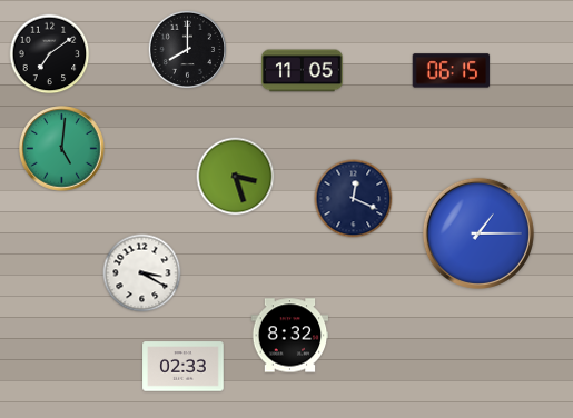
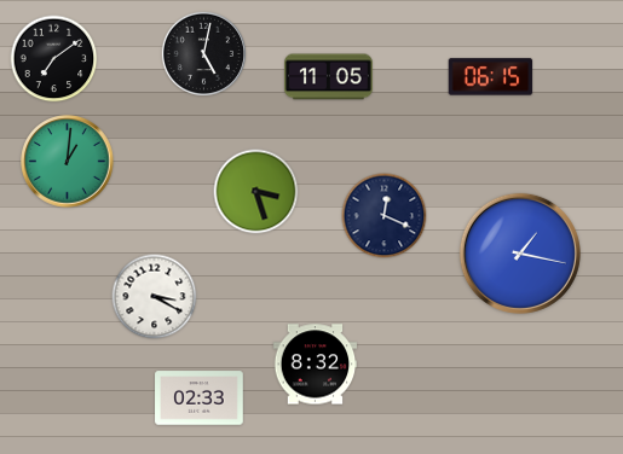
clock at (188, 50): 8:00 -> 5:02
clock at (62, 149): 5:01 -> 1:01
clock at (478, 233): 1:15 -> 1:17
